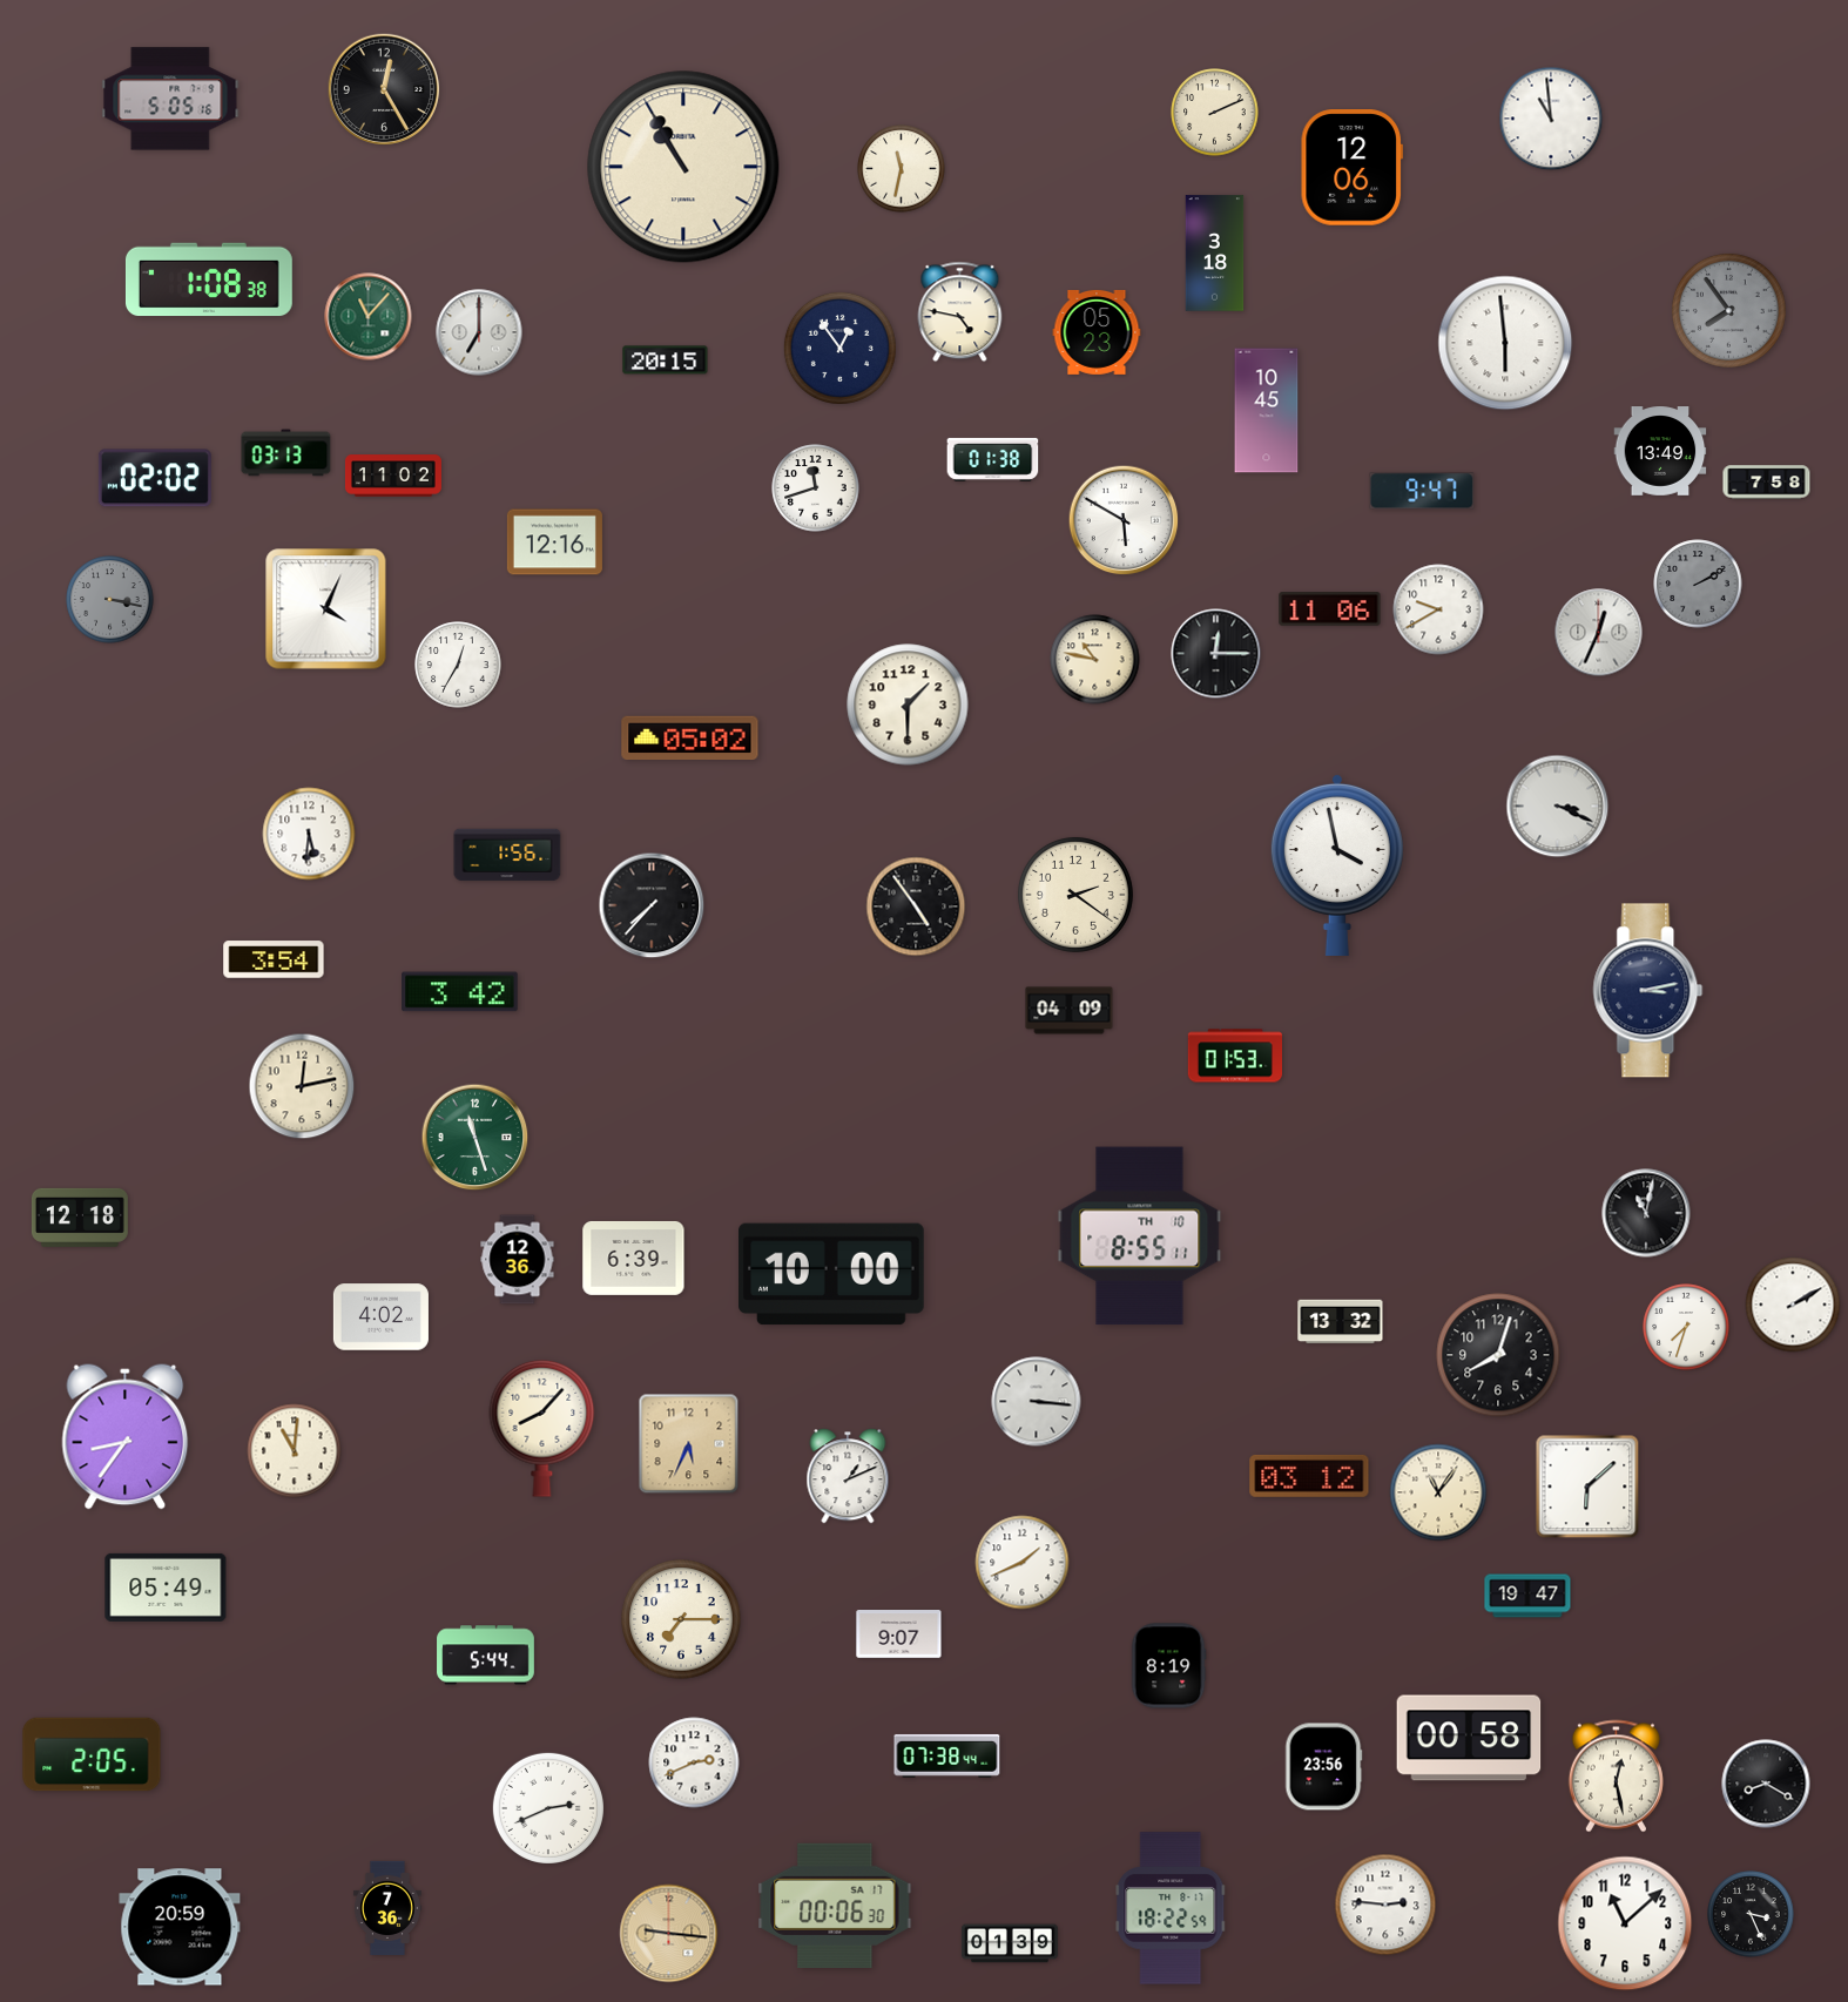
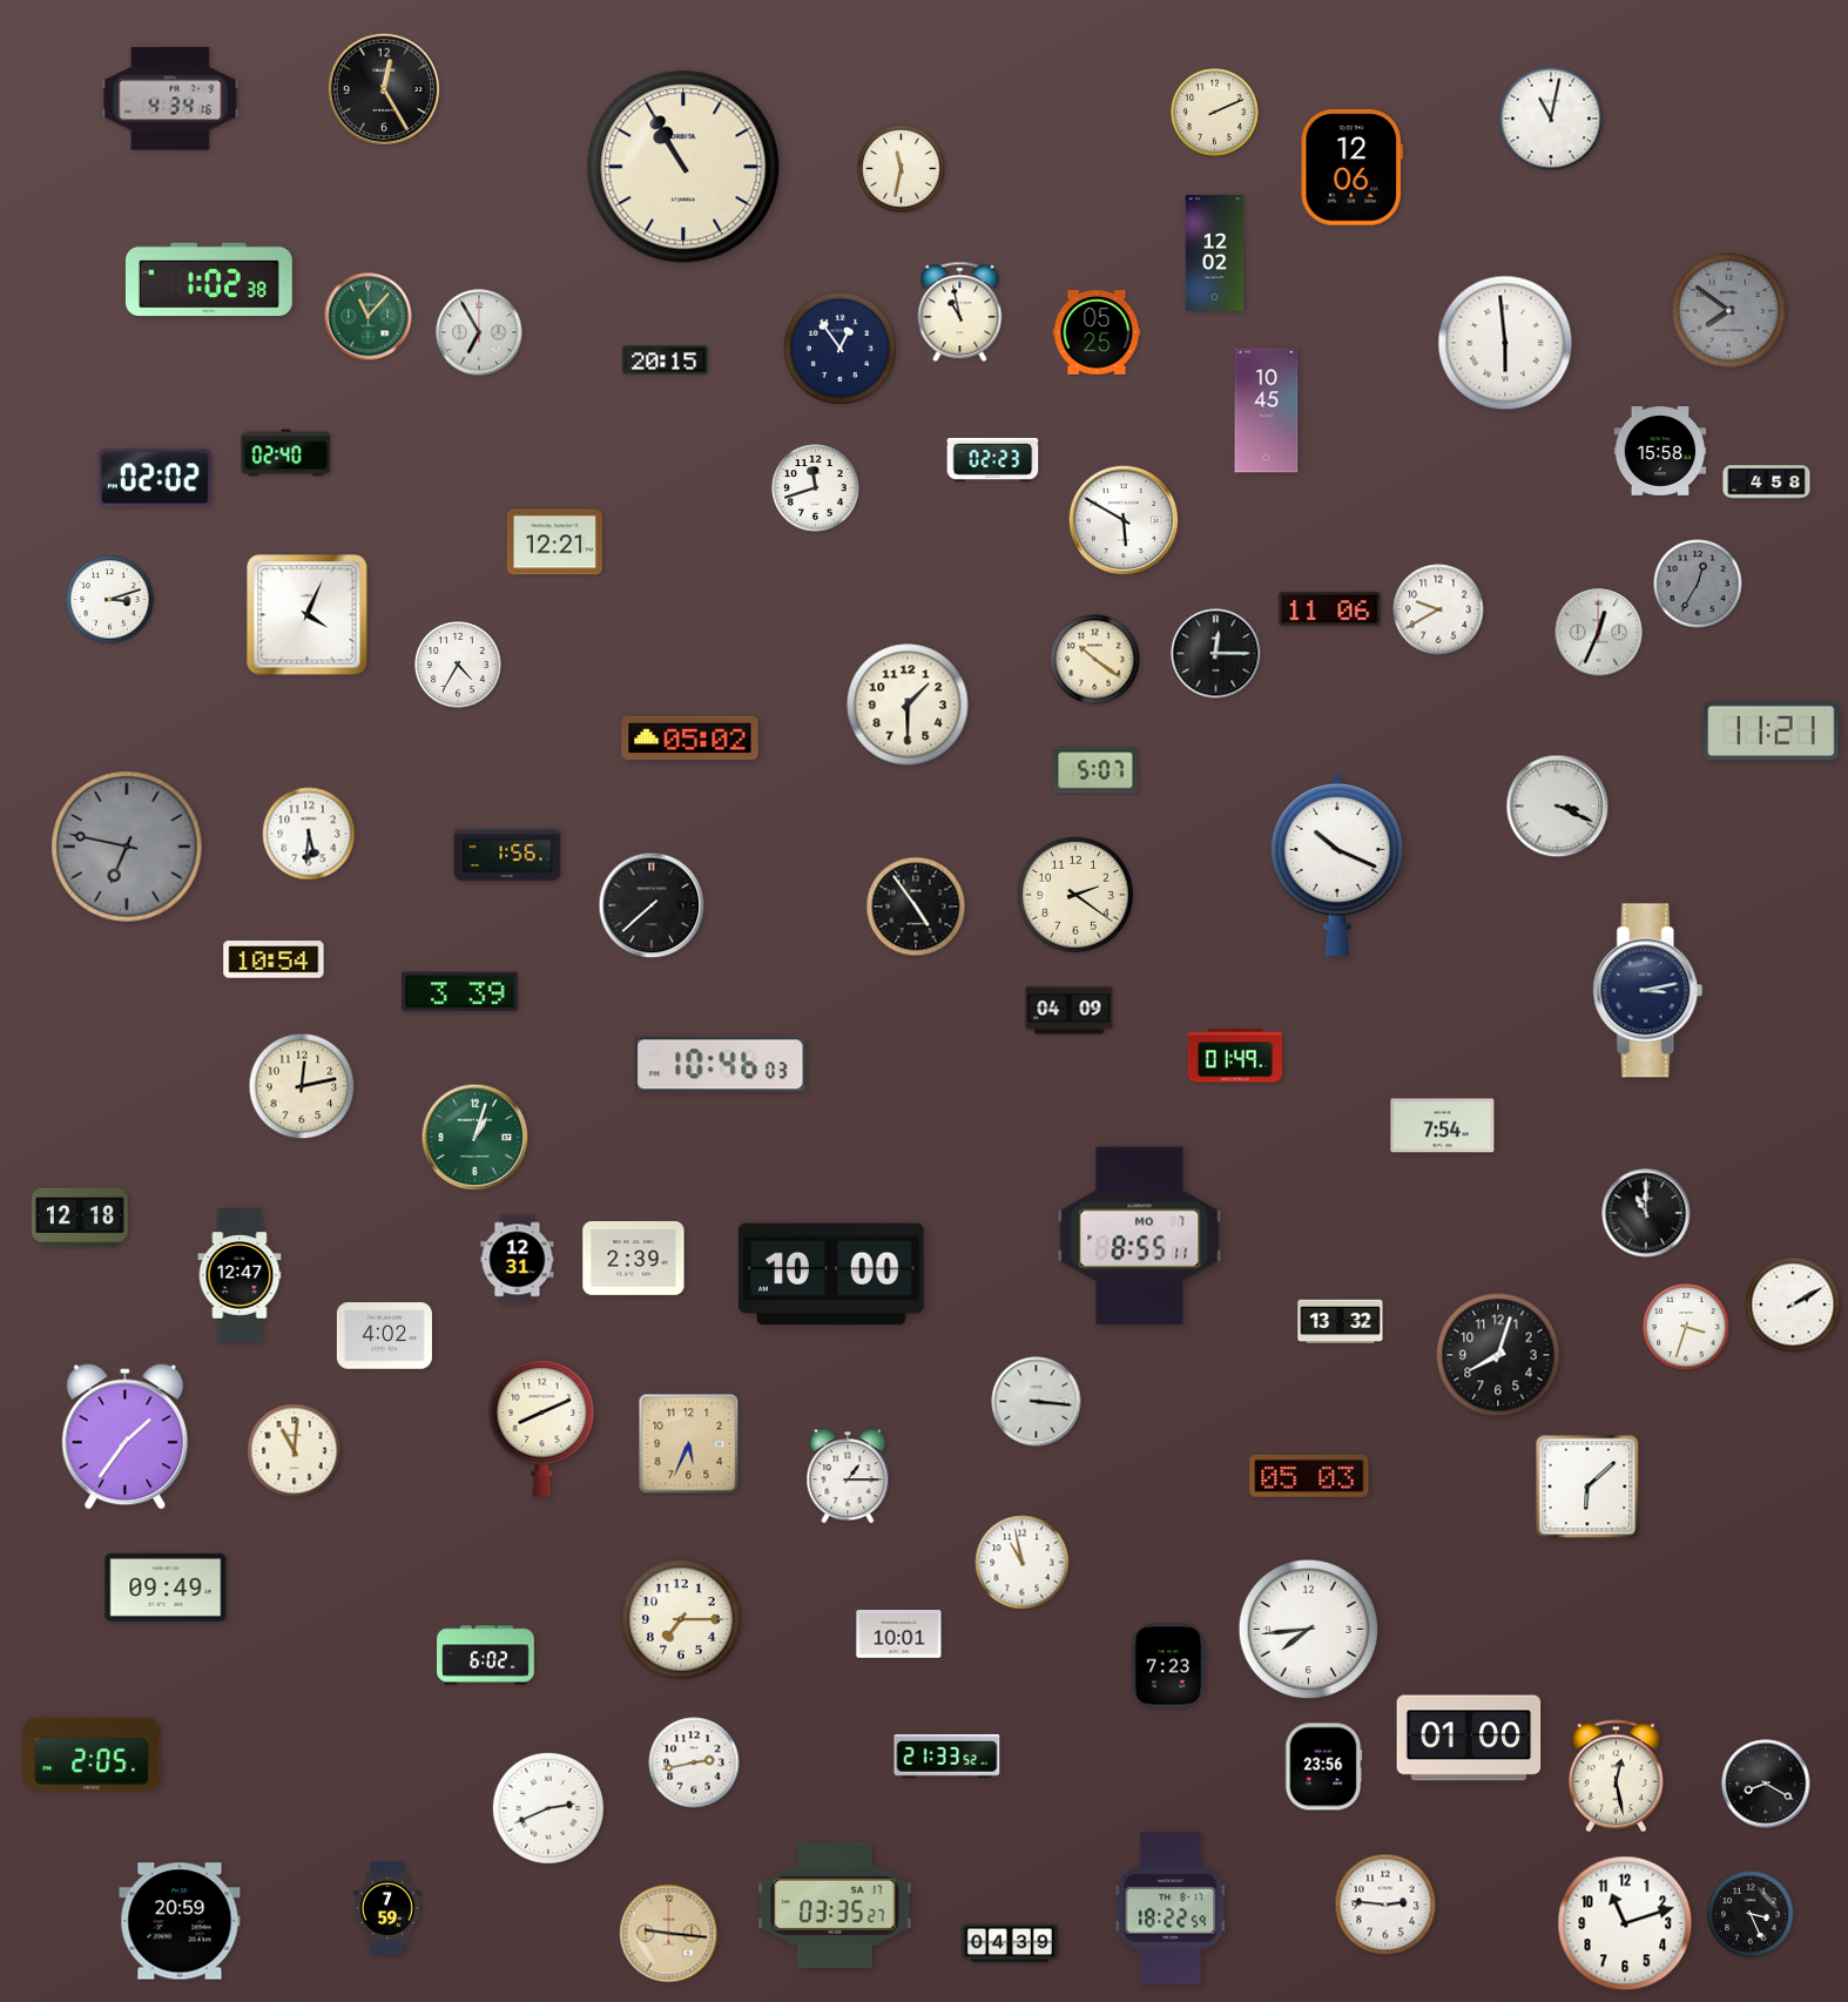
clock at (170, 99): 5:05 -> 4:34
clock at (1551, 119): 10:59 -> 11:02
clock at (1215, 254): 3:18 -> 12:02
clock at (209, 279): 1:08 -> 1:02
clock at (1728, 310): 7:54 -> 7:51
clock at (960, 312): 4:47 -> 10:58
clock at (479, 332): 7:00 -> 6:55
clock at (1097, 332): 05:23 -> 05:25
clock at (1660, 451): 13:49 -> 15:58
clock at (286, 453): 03:13 -> 02:40
clock at (993, 459): 01:38 -> 02:23
clock at (393, 476): 11:02 -> none
clock at (1767, 483): 7:58 -> 4:58
clock at (1422, 491): 9:47 -> none
clock at (554, 542): 12:16 -> 12:21
clock at (1698, 584): 2:10 -> 12:35
clock at (110, 600): 3:17 -> 3:12
clock at (110, 600) dial: grey -> white
clock at (326, 609) position: (326, 609) -> (308, 615)
clock at (1095, 660): 10:47 -> 10:21
clock at (458, 665): 12:35 -> 4:35
clock at (1772, 732): none -> 11:21
clock at (1095, 770): none -> 5:07
clock at (127, 847): none -> 6:47
clock at (1337, 864): 3:58 -> 10:19
clock at (652, 905): 7:37 -> 7:38
clock at (274, 959): 3:54 -> 10:54
clock at (460, 992): 3:42 -> 3:39
clock at (1234, 1056): 01:53 -> 01:49
clock at (721, 1065): none -> 10:46
clock at (1443, 1126): none -> 7:54
clock at (476, 1138): 11:27 -> 1:03
clock at (1646, 1213): 11:02 -> 11:00
clock at (1140, 1236) date: TH 10 -> MO 7
clock at (634, 1258): 6:39 -> 2:39
clock at (518, 1260): 12:36 -> 12:31
clock at (240, 1275): none -> 12:47
clock at (380, 1317) position: (380, 1317) -> (384, 1336)
clock at (1686, 1327): 7:33 -> 3:33
clock at (542, 1428): 8:07 -> 8:11
clock at (126, 1437): 8:36 -> 1:36
clock at (848, 1476): 1:11 -> 1:15
clock at (1309, 1476): 03:12 -> 05:03
clock at (1438, 1492): 11:06 -> none
clock at (1023, 1563): 1:41 -> 10:58
clock at (166, 1588): 05:49 -> 09:49
clock at (1527, 1596): 19:47 -> none
clock at (1309, 1630): none -> 7:44
clock at (899, 1634): 9:07 -> 10:01
clock at (486, 1656): 5:44 -> 6:02
clock at (1168, 1666): 8:19 -> 7:23
clock at (1469, 1738): 00:58 -> 01:00
clock at (947, 1755): 07:38 -> 21:33
clock at (694, 1762): 2:41 -> 2:43
clock at (835, 1906): 00:06 -> 03:35
clock at (387, 1908): 7:36 -> 7:59
clock at (1625, 1923): 11:08 -> 11:12
clock at (180, 1927) position: (180, 1927) -> (180, 1921)
clock at (1010, 1943): 01:39 -> 04:39
